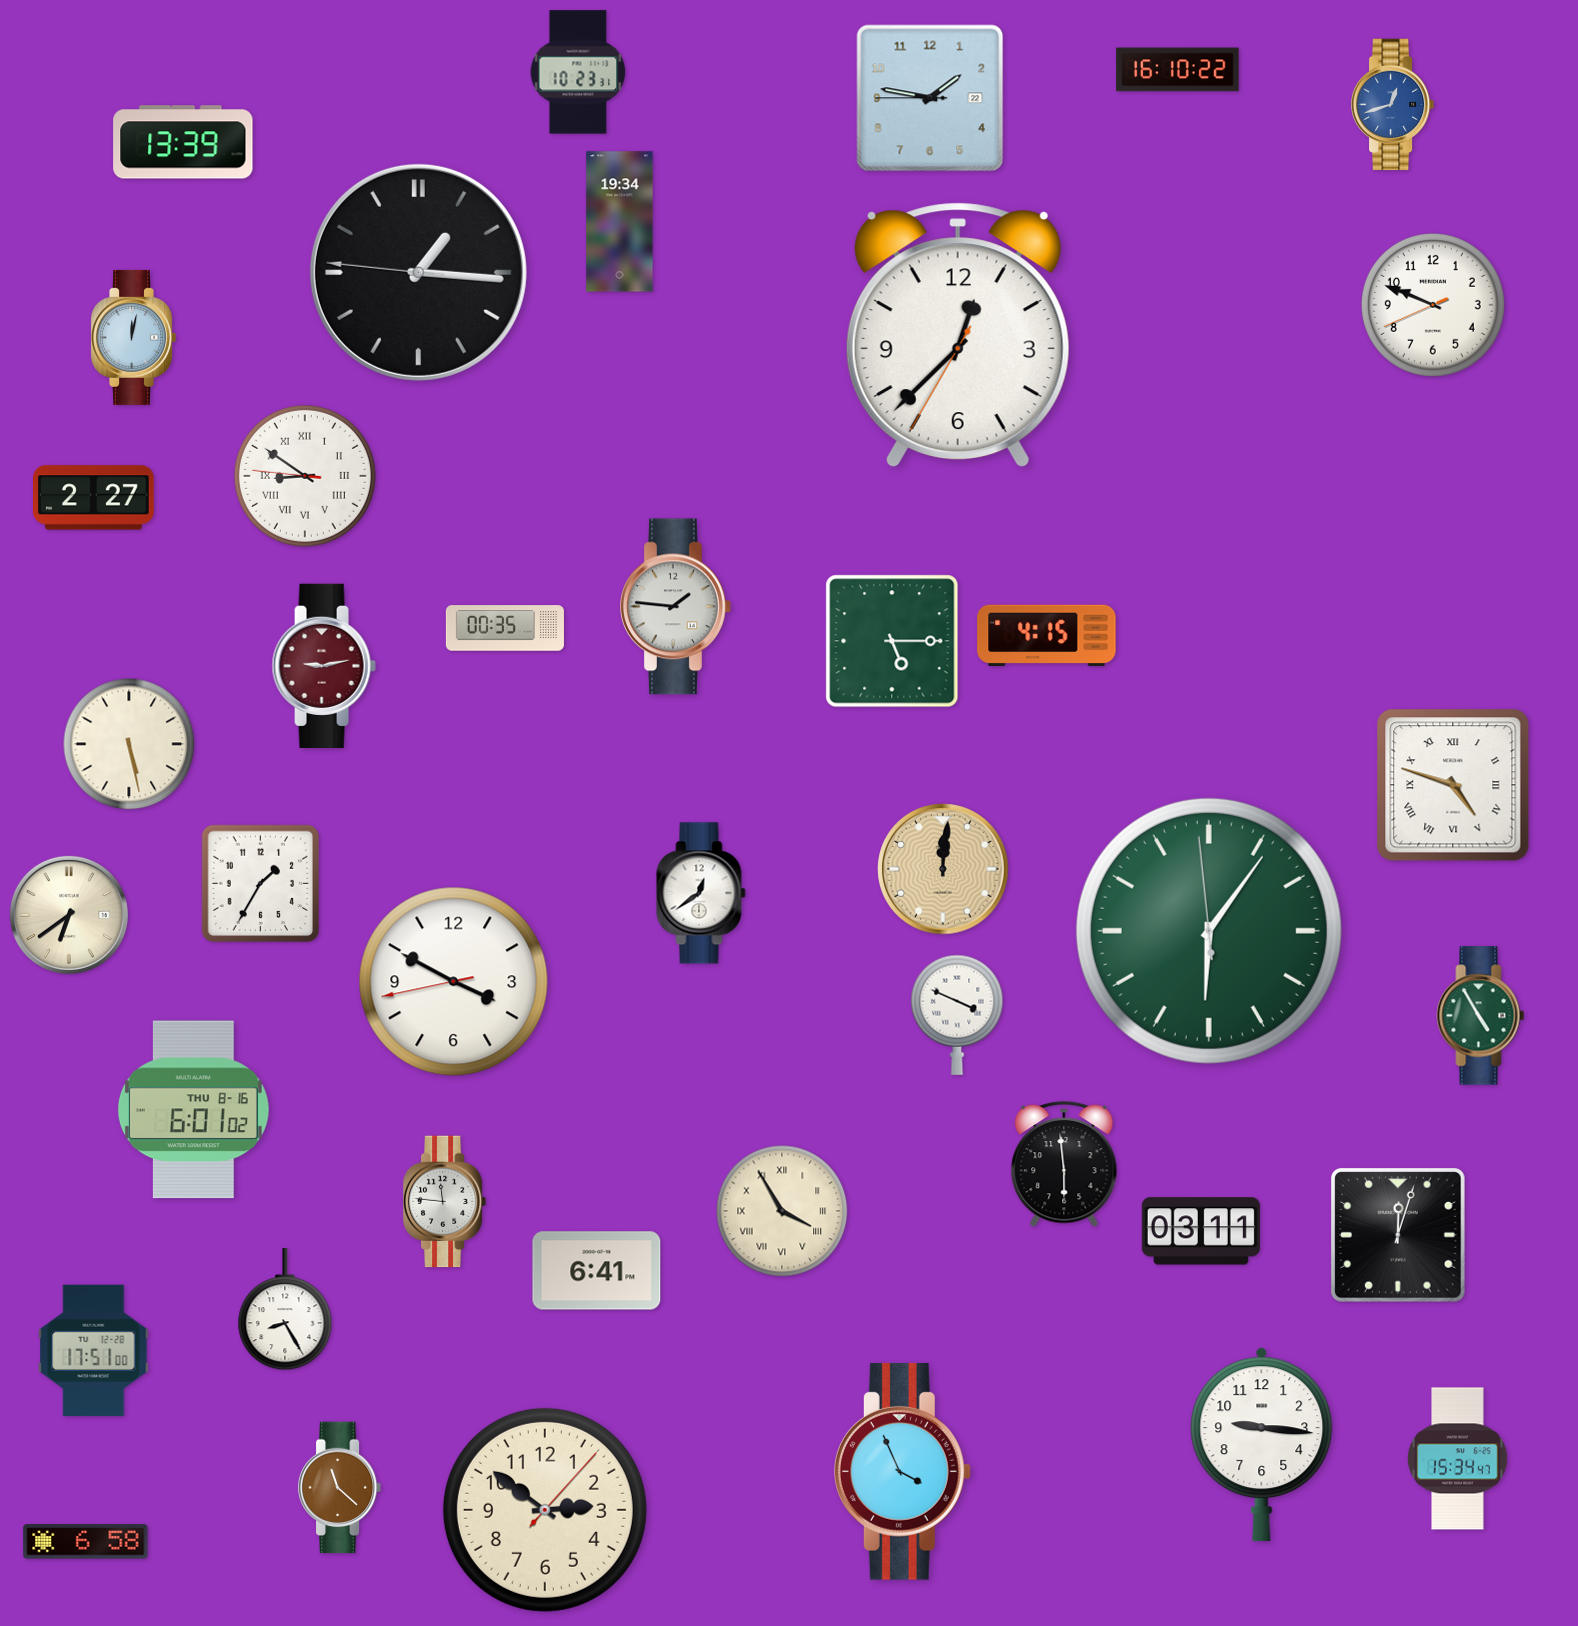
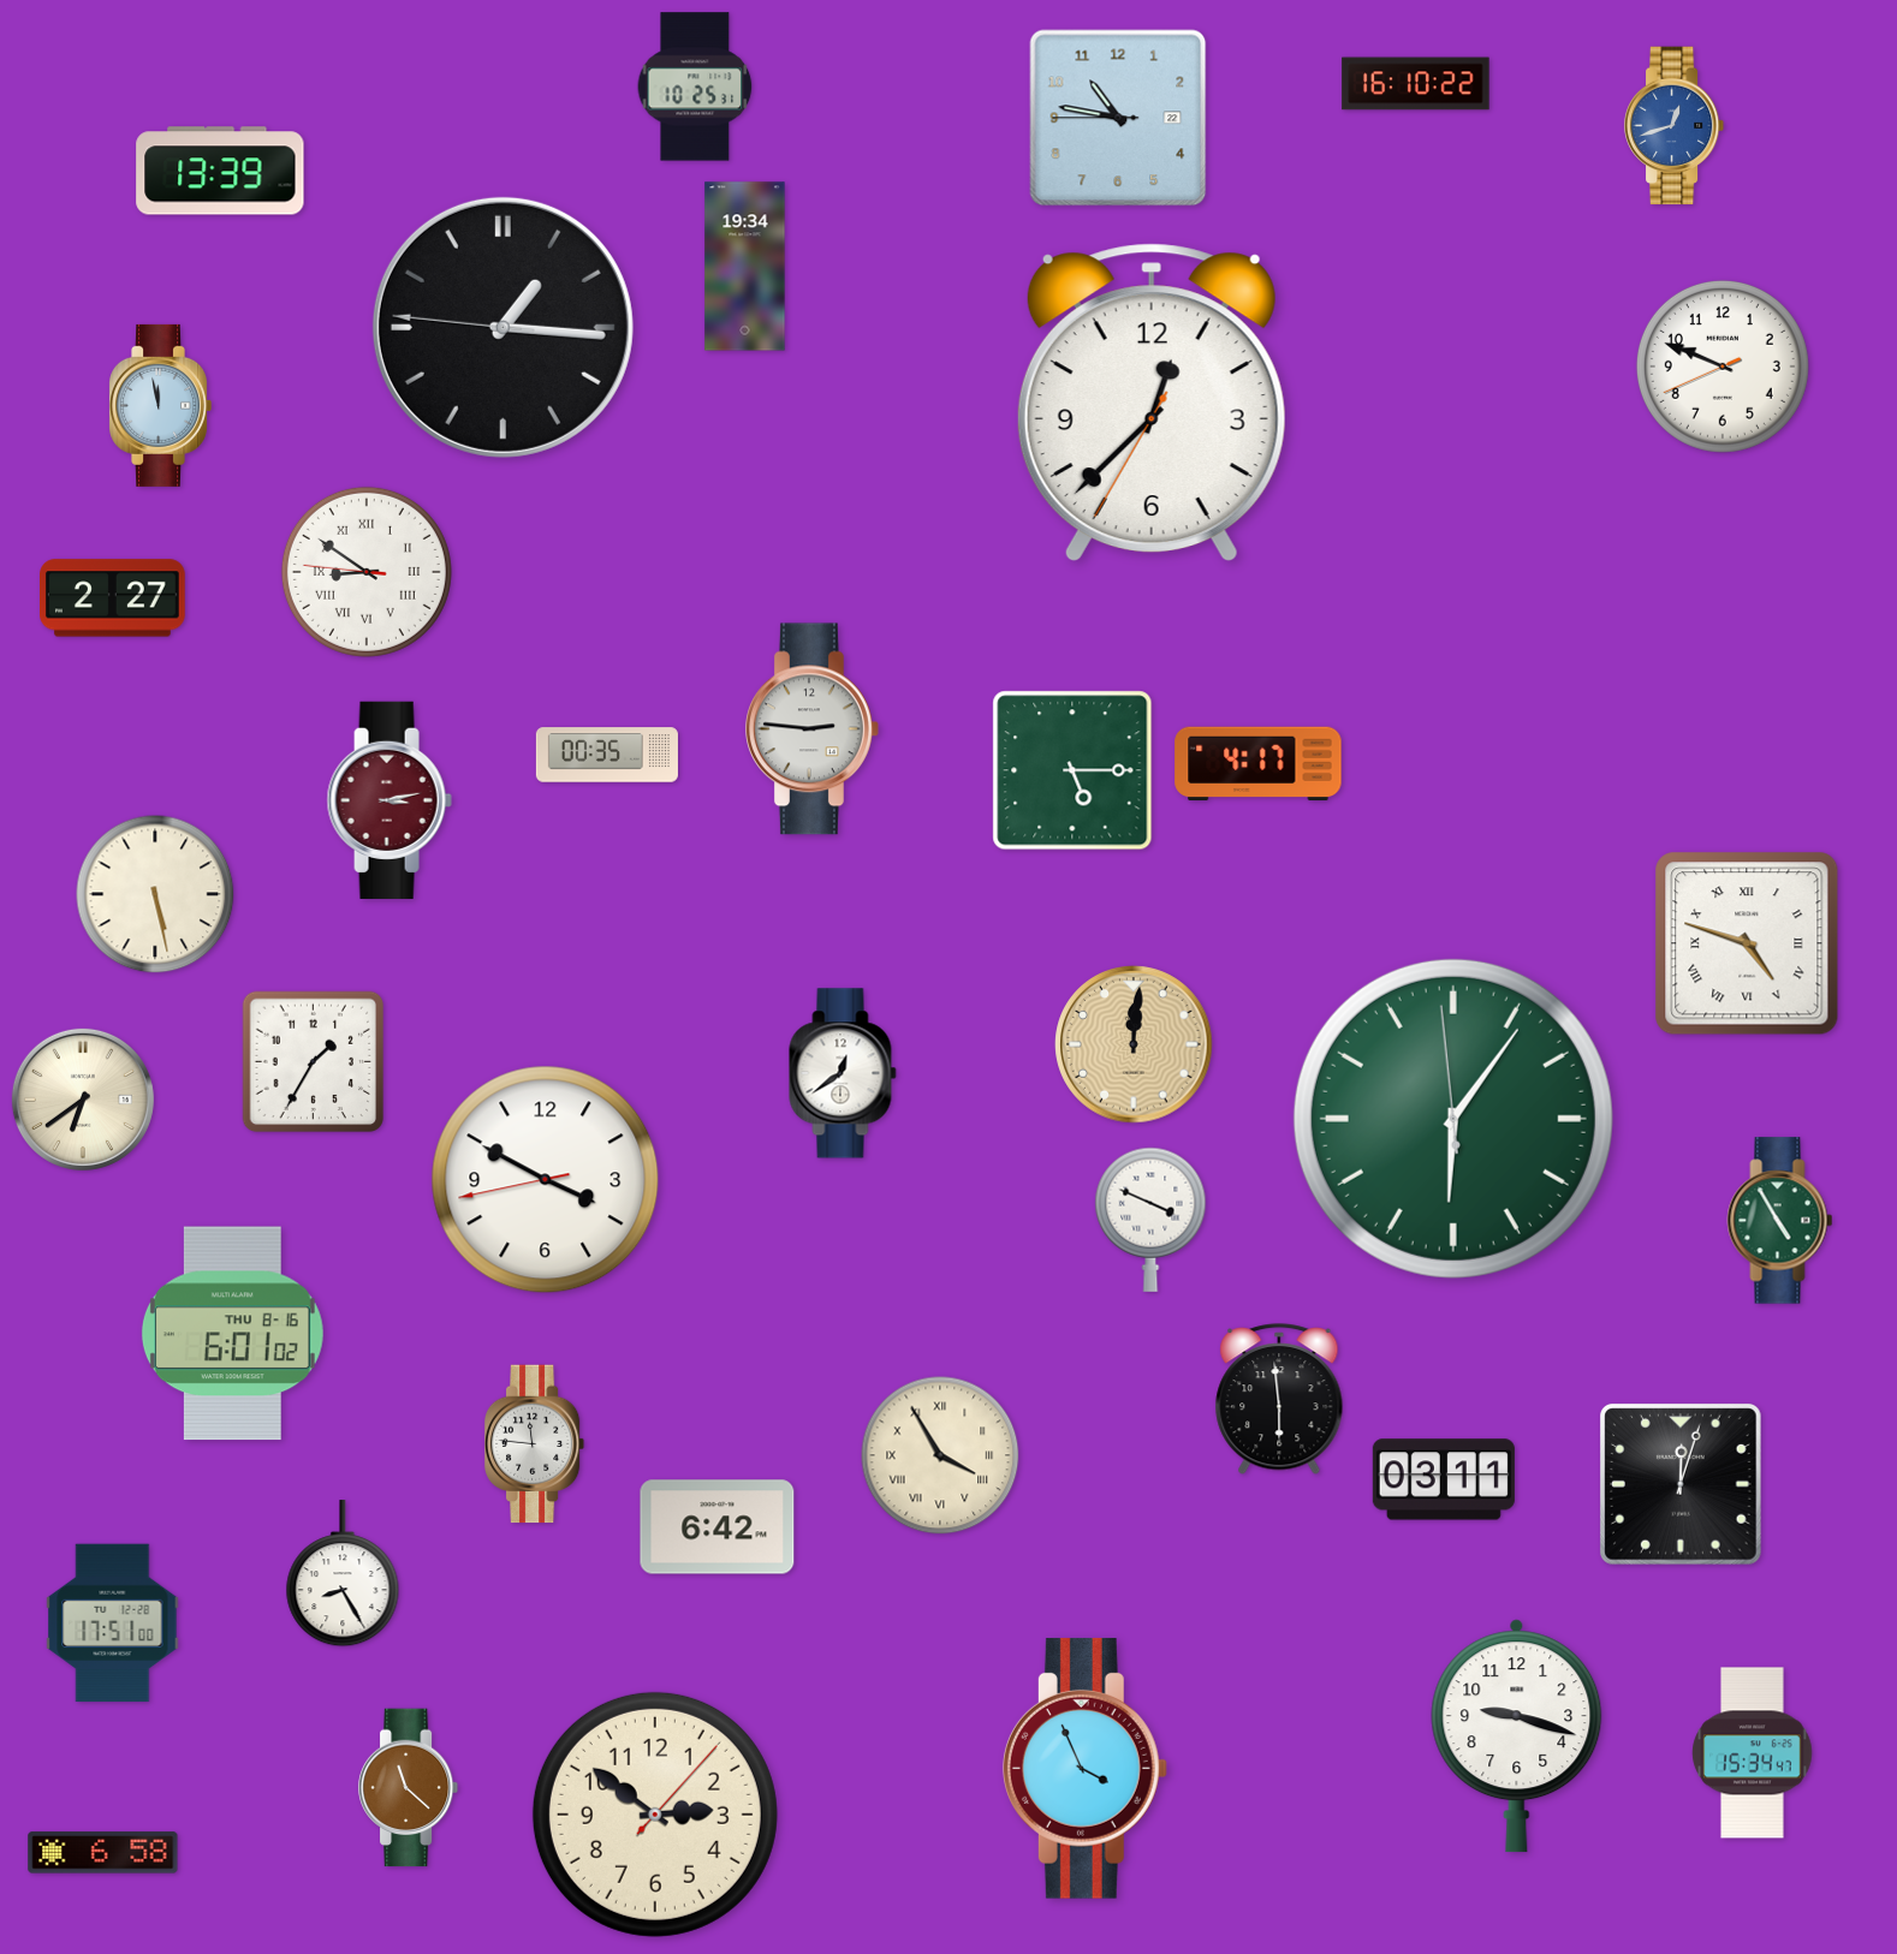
clock at (578, 72): 10:23 -> 10:25
clock at (930, 98): 1:46 -> 10:46
clock at (133, 337): 12:02 -> 11:58
clock at (676, 607): 1:46 -> 2:46
clock at (1047, 636): 4:15 -> 4:17
clock at (324, 666): 9:13 -> 3:13
clock at (597, 1271): 6:41 -> 6:42
clock at (1262, 1445): 9:16 -> 9:18
